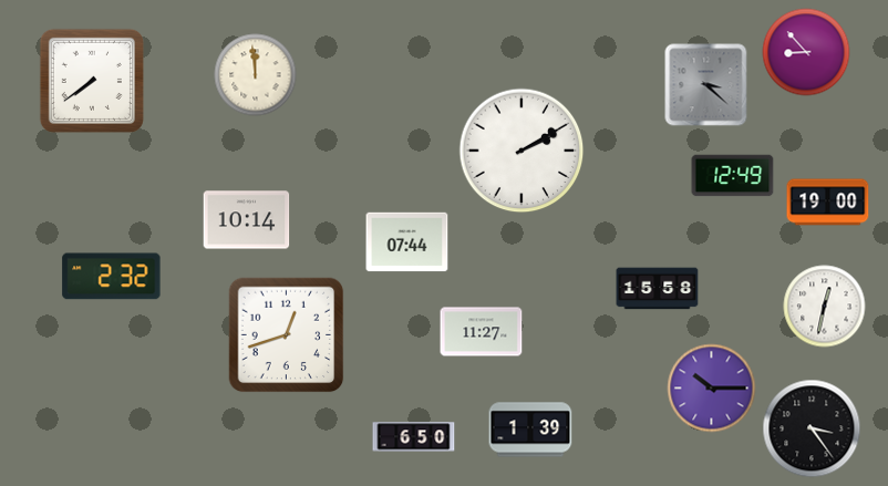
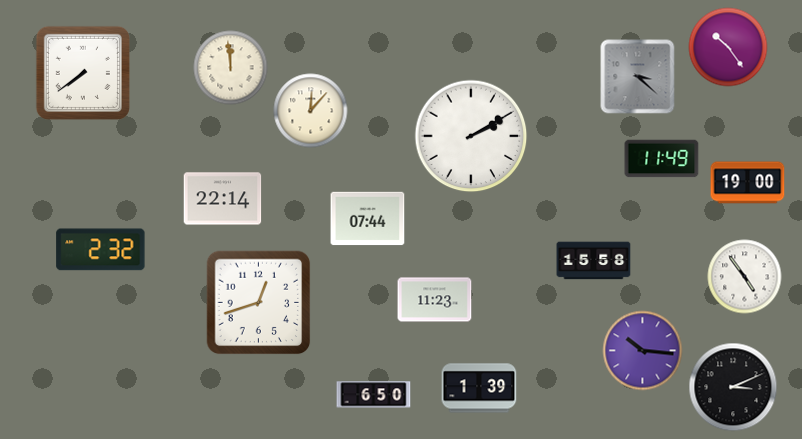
clock at (806, 52): 8:53 -> 10:24
clock at (311, 111): none -> 12:07
clock at (733, 176): 12:49 -> 11:49
clock at (247, 220): 10:14 -> 22:14
clock at (825, 307): 12:32 -> 4:54
clock at (482, 332): 11:27 -> 11:23
clock at (712, 389): 10:15 -> 10:16
clock at (812, 428): 3:24 -> 3:11
